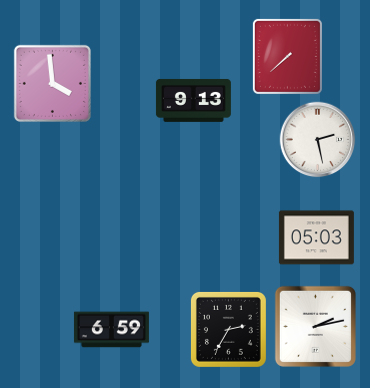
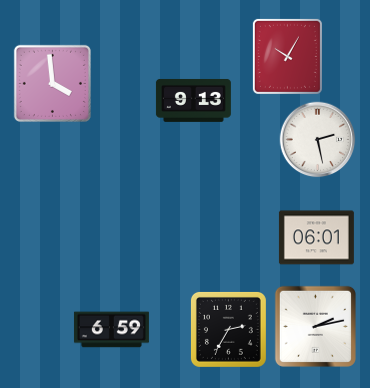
clock at (287, 56): 7:38 -> 10:05
clock at (316, 238): 05:03 -> 06:01
